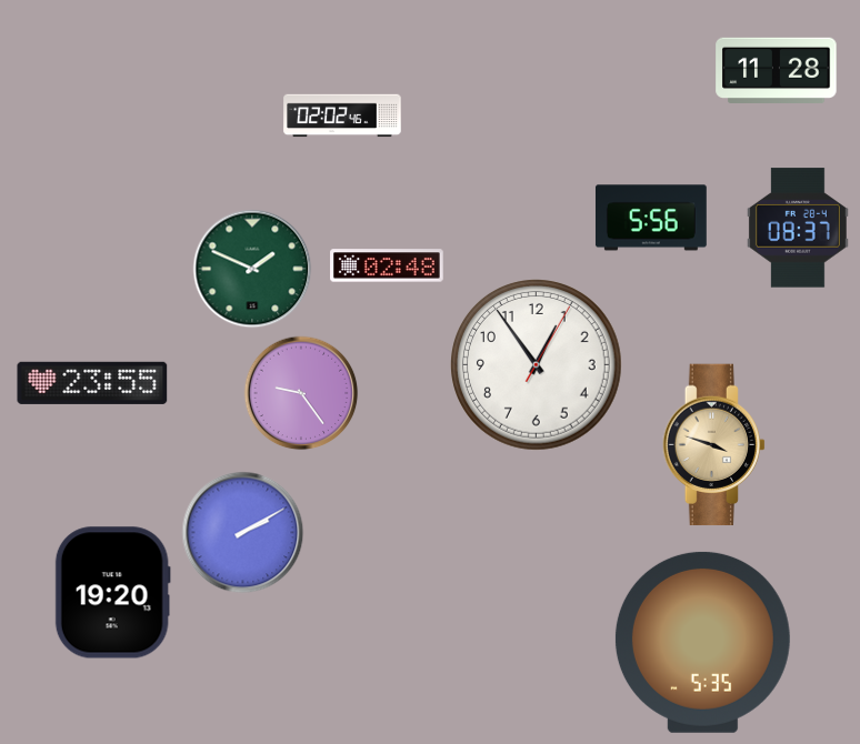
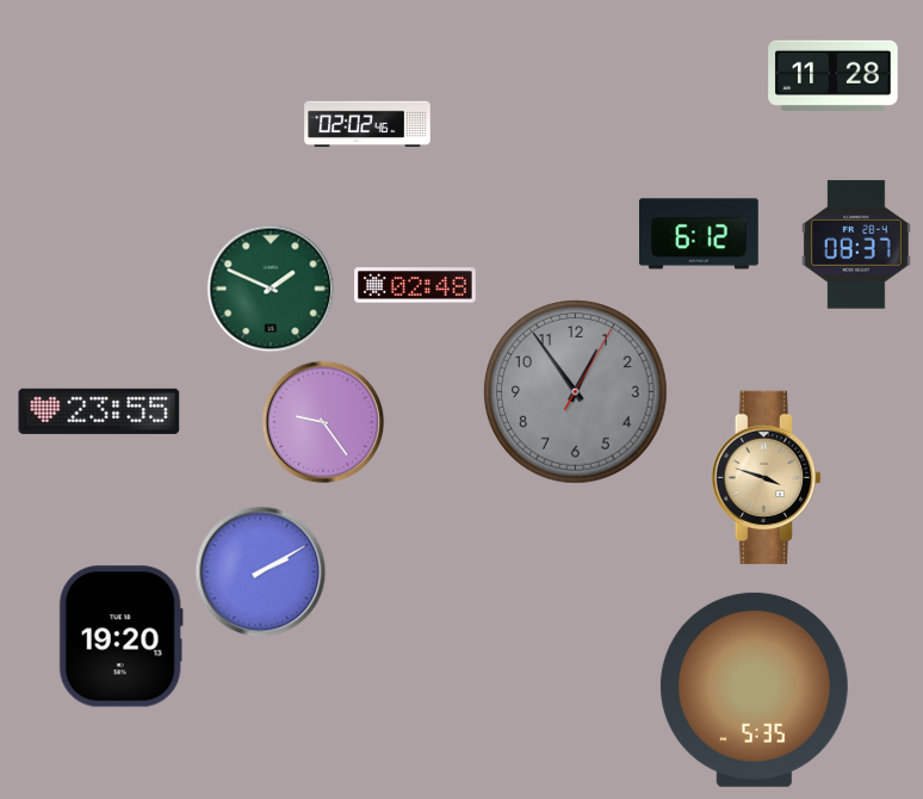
clock at (651, 218): 5:56 -> 6:12
clock at (537, 365) dial: white -> grey
